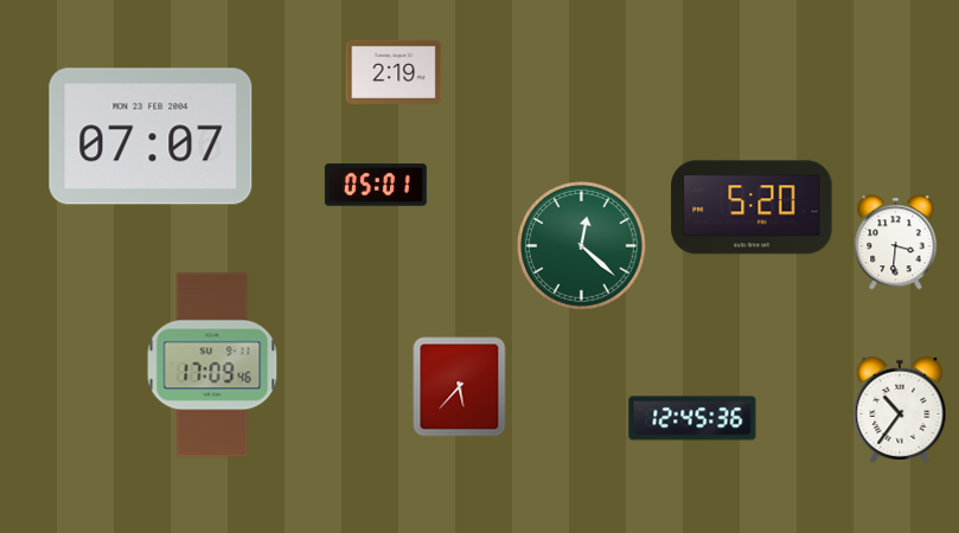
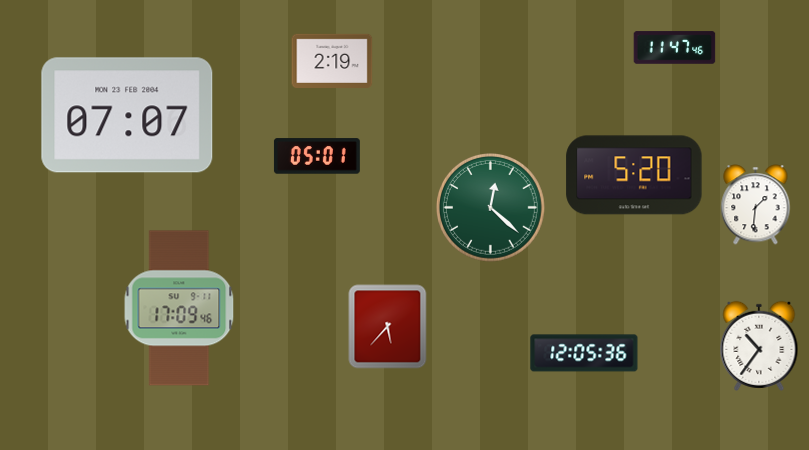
clock at (675, 48): none -> 11:47
clock at (896, 243): 3:31 -> 1:31
clock at (692, 418): 12:45 -> 12:05
